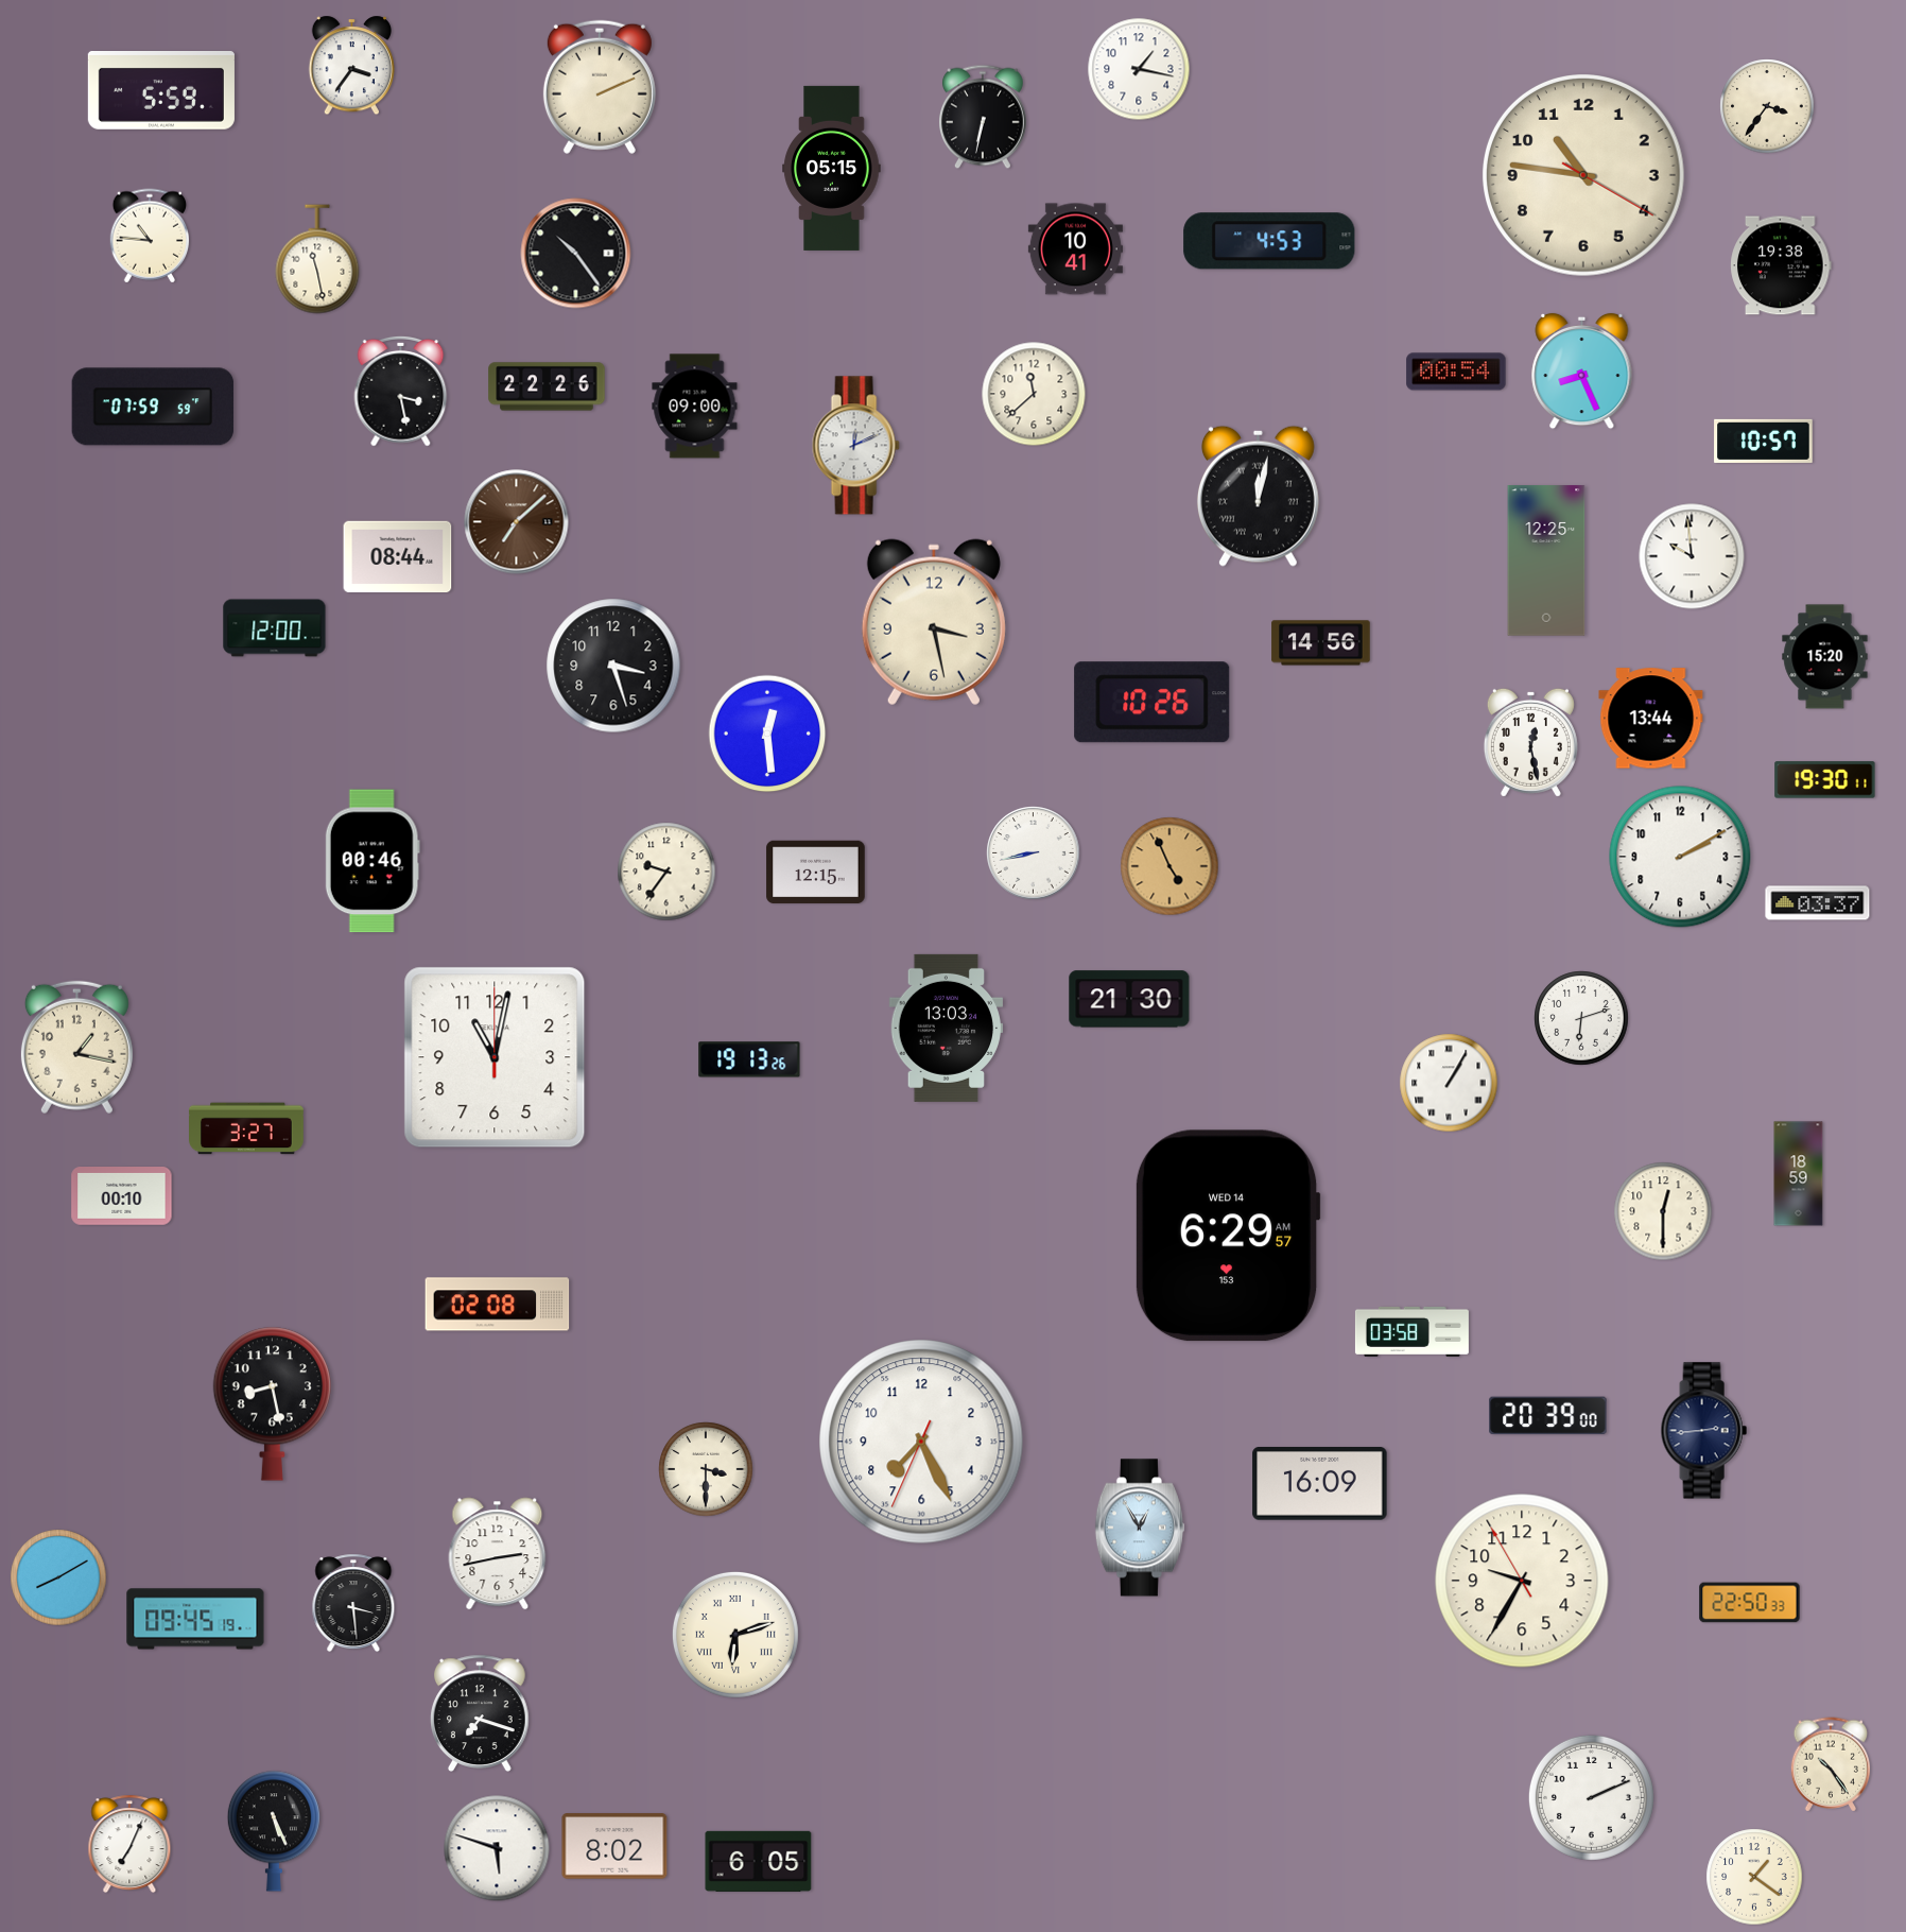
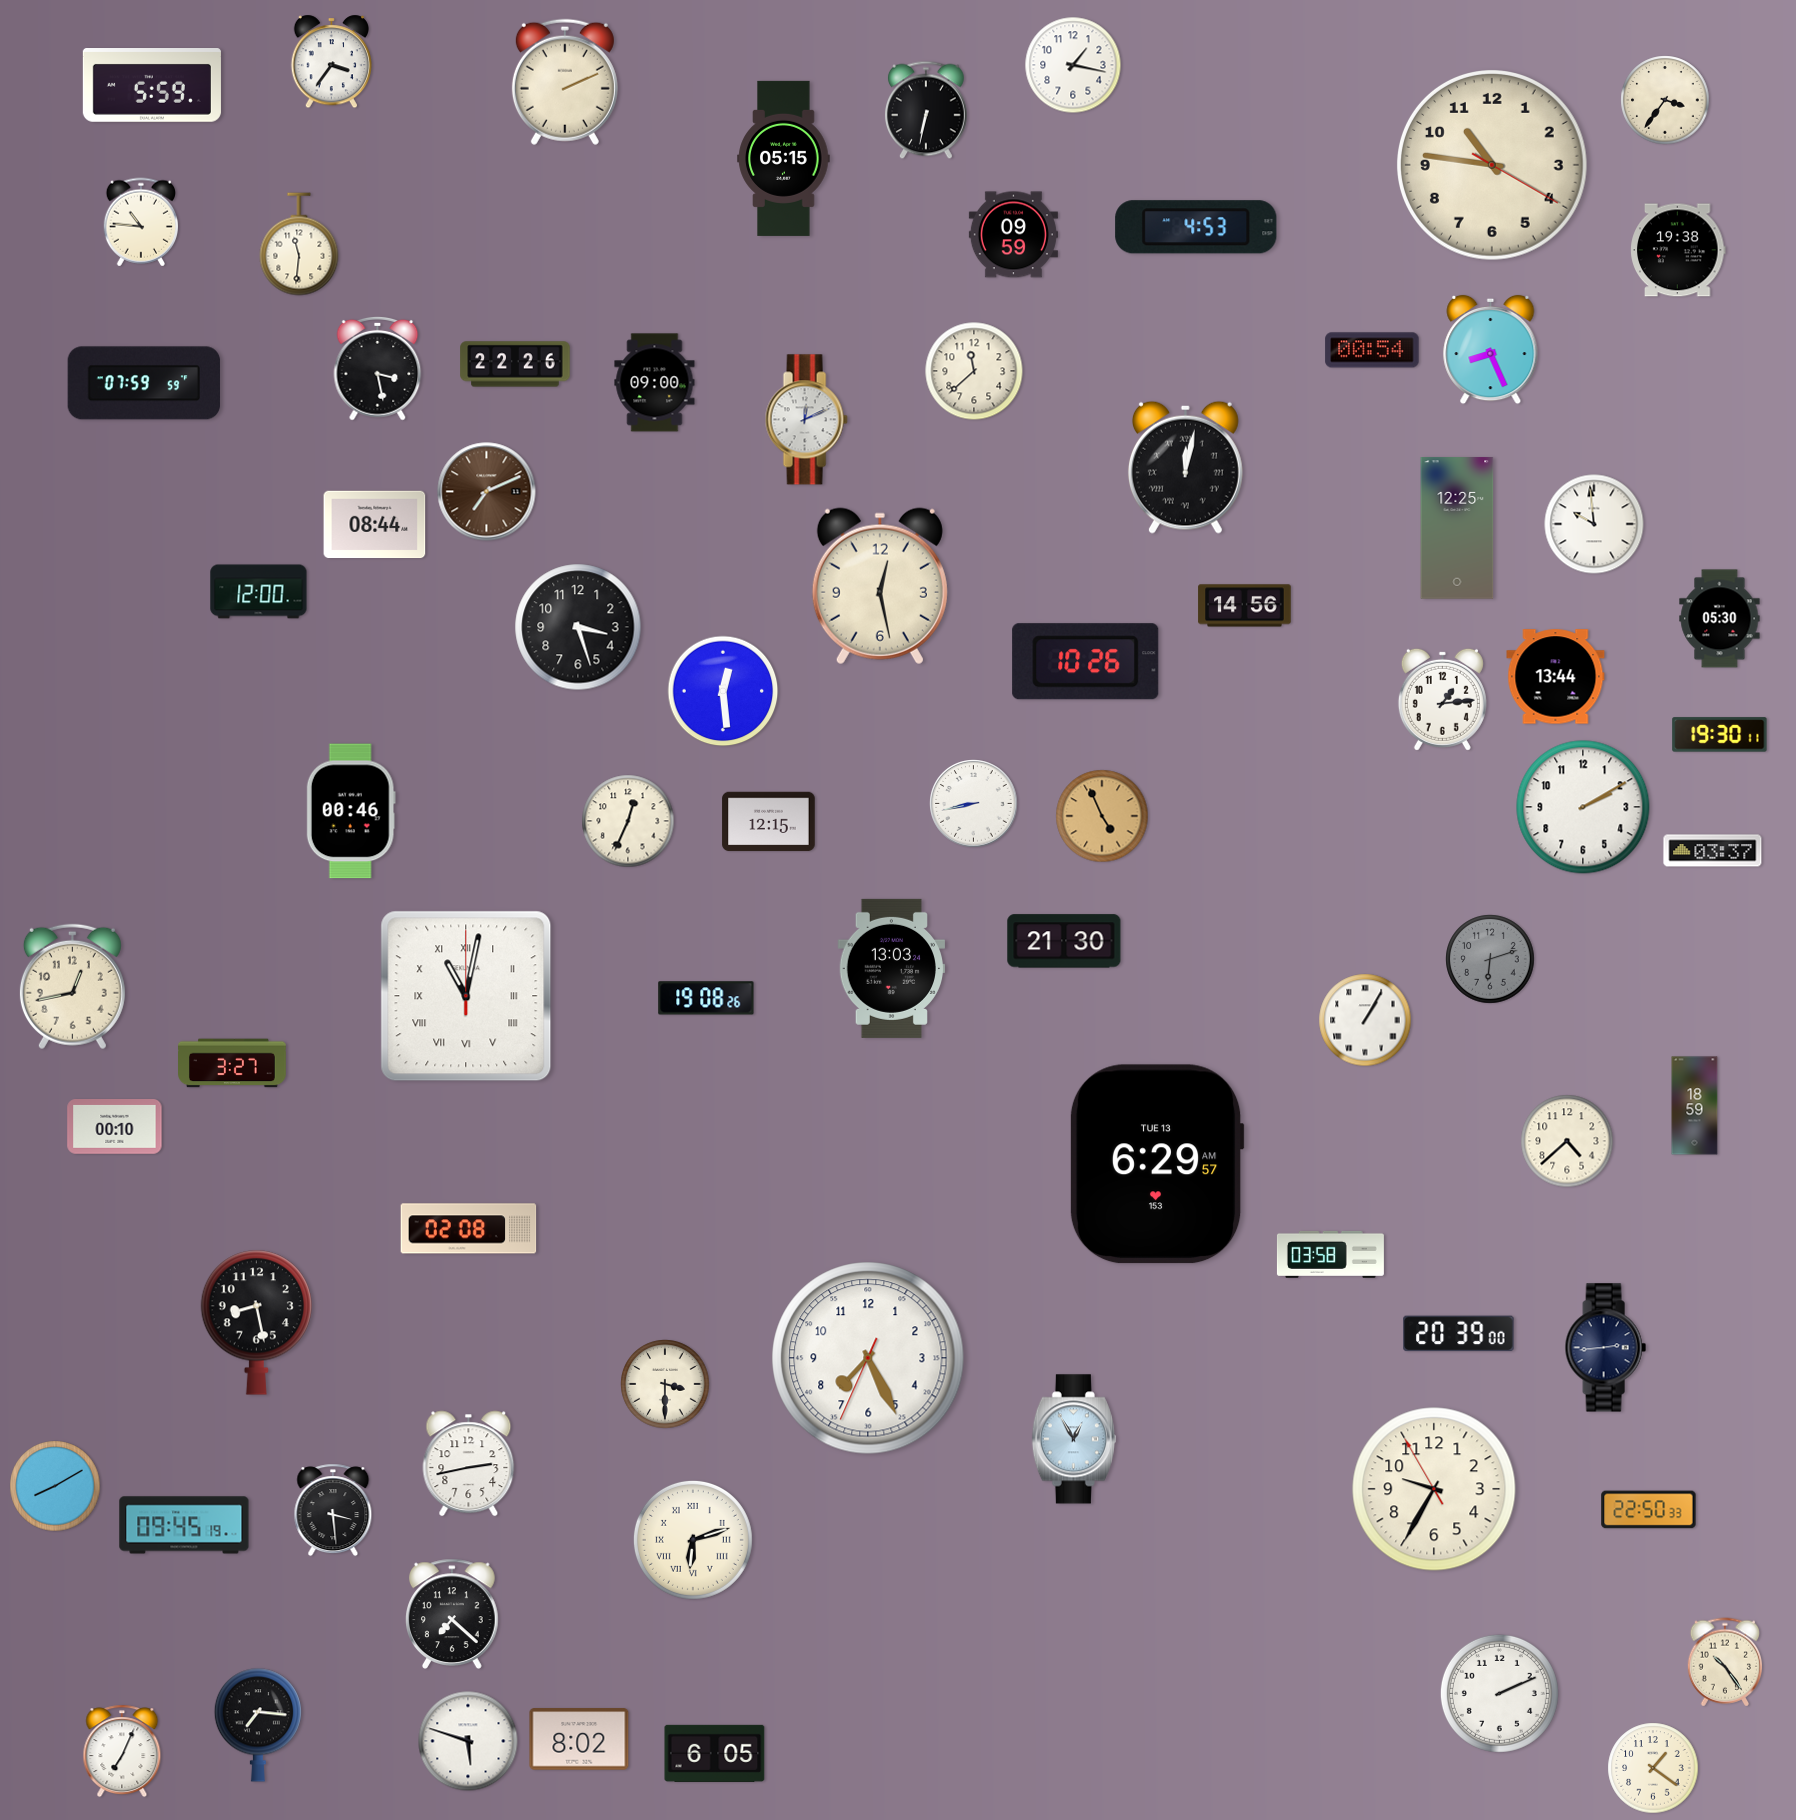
clock at (1075, 249): 10:41 -> 09:59
clock at (576, 254): 10:24 -> none
clock at (317, 259): 11:28 -> 11:31
clock at (1764, 441): 10:57 -> none
clock at (517, 522): 7:08 -> 7:11
clock at (934, 622): 3:28 -> 12:28
clock at (1825, 657): 15:20 -> 05:30
clock at (1530, 742): 12:28 -> 1:14
clock at (666, 872): 9:36 -> 12:34
clock at (1581, 1018) dial: white -> grey
clock at (76, 1048): 1:17 -> 12:43
clock at (495, 1057) numerals: Arabic -> Roman
clock at (749, 1059): 19:13 -> 19:08
clock at (1663, 1211): 12:30 -> 4:38
clock at (1228, 1236) date: WED 14 -> TUE 13
clock at (1320, 1484): 16:09 -> none
clock at (481, 1713): 7:18 -> 7:22
clock at (274, 1831): 5:26 -> 7:16
clock at (129, 1844) position: (129, 1844) -> (122, 1751)
